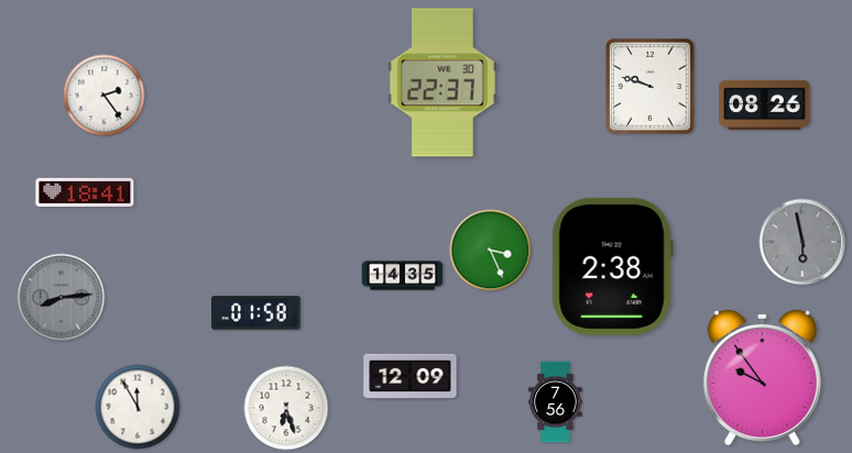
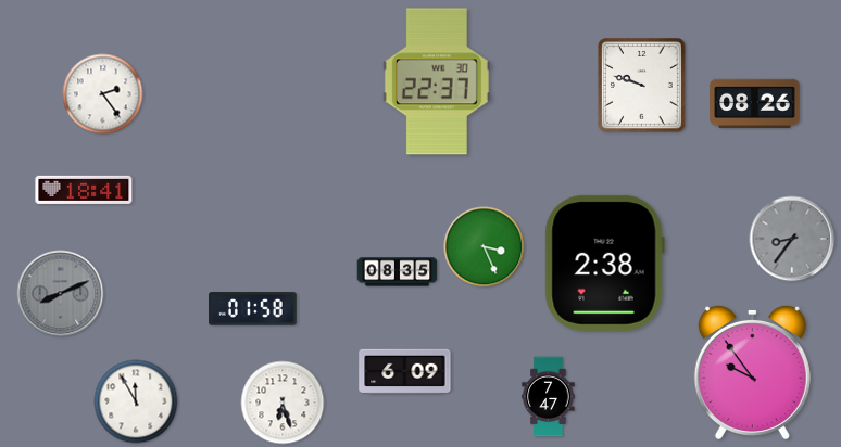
clock at (802, 242): 5:58 -> 8:36
clock at (403, 276): 14:35 -> 08:35
clock at (62, 298): 8:14 -> 8:11
clock at (411, 376): 12:09 -> 6:09
clock at (556, 402): 7:56 -> 7:47
